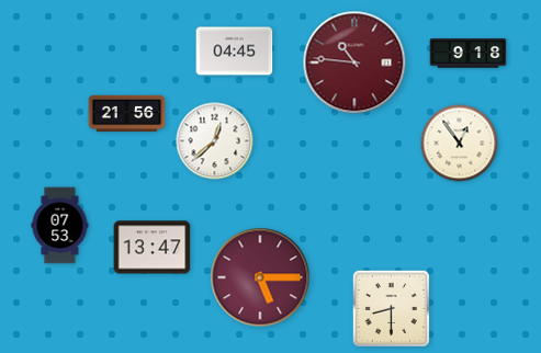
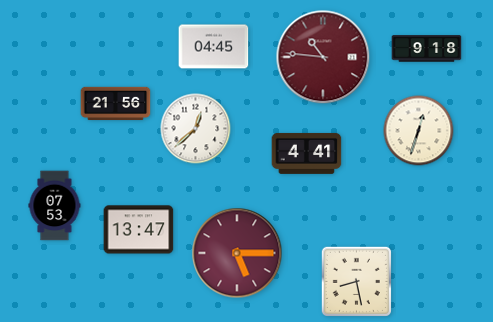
clock at (460, 144): 12:54 -> 12:33
clock at (307, 153): none -> 4:41
clock at (153, 248) position: (153, 248) -> (139, 230)
clock at (391, 308): 8:30 -> 8:28
